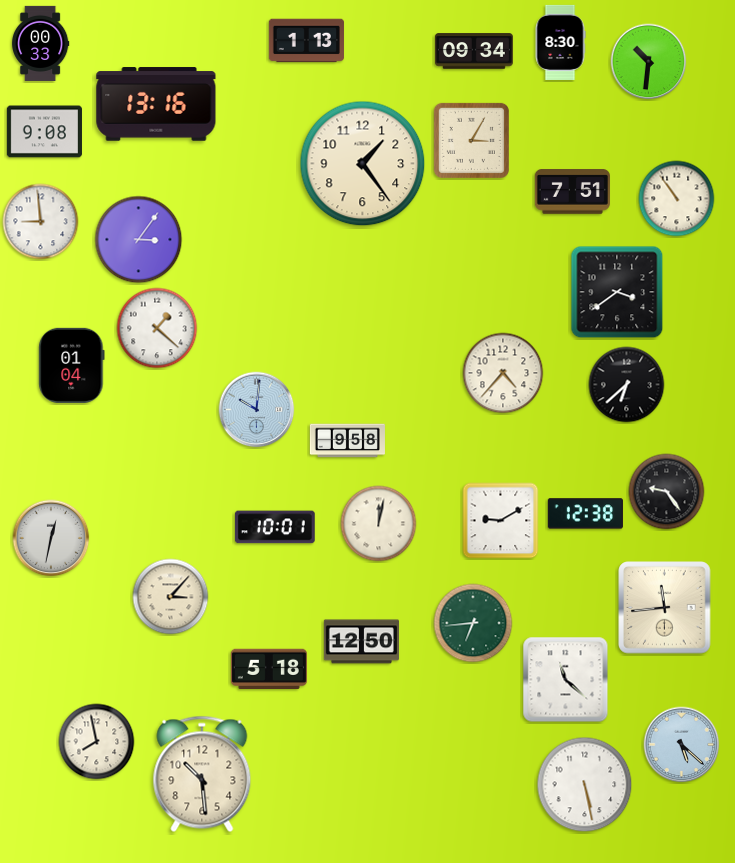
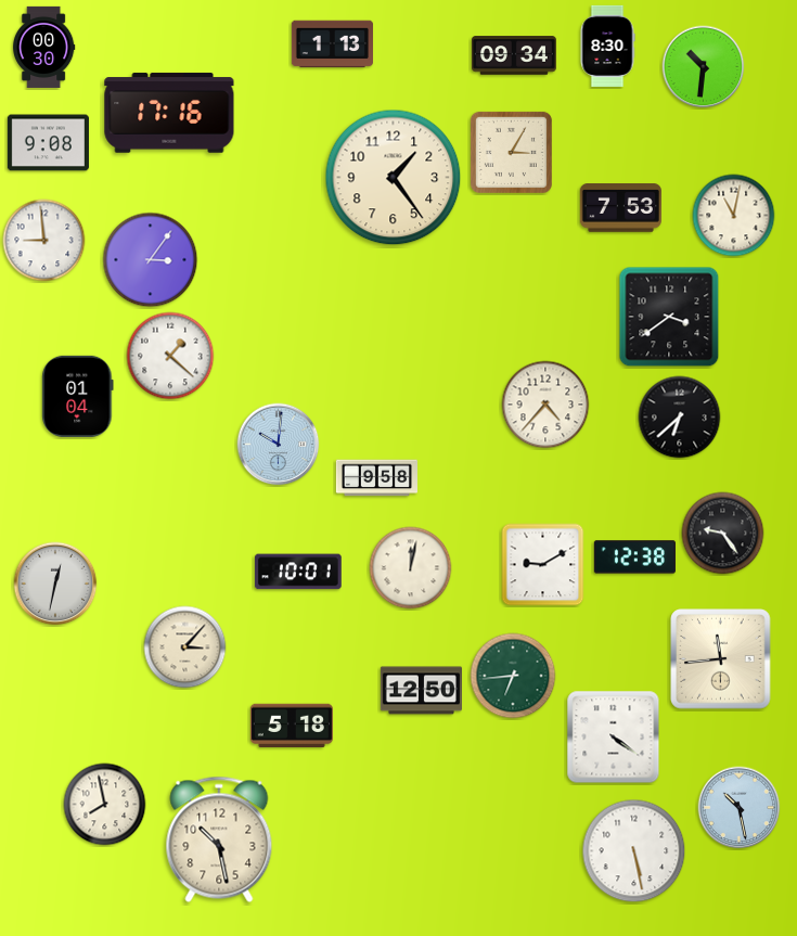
clock at (41, 43): 00:33 -> 00:30
clock at (156, 104): 13:16 -> 17:16
clock at (572, 192): 7:51 -> 7:53
clock at (677, 199): 10:54 -> 11:02
clock at (361, 642) position: (361, 642) -> (421, 691)
clock at (566, 680): 11:22 -> 4:21
clock at (682, 745): 5:22 -> 10:28
clock at (202, 774): 10:29 -> 10:28
